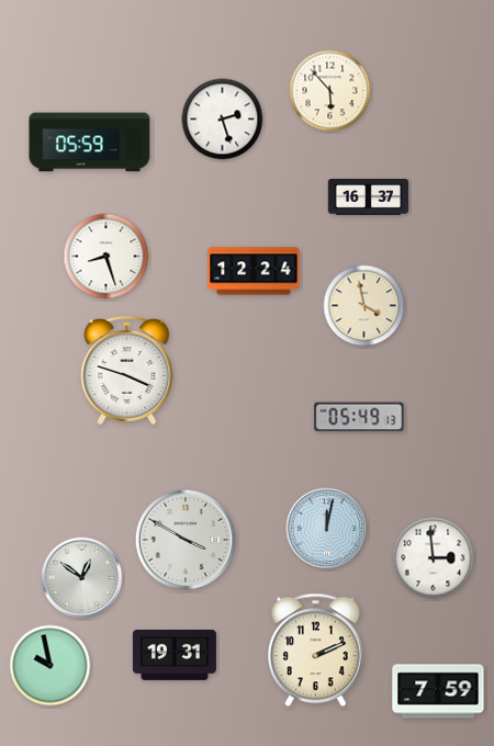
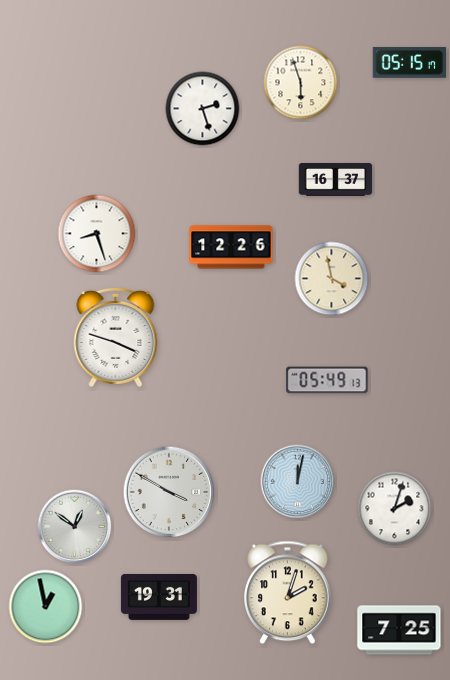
clock at (409, 63): none -> 05:15
clock at (330, 91): 5:53 -> 5:57
clock at (90, 143): 05:59 -> none
clock at (254, 271): 12:24 -> 12:26
clock at (434, 558): 2:59 -> 2:03
clock at (316, 651): 2:11 -> 2:03
clock at (50, 666): 9:58 -> 12:58
clock at (438, 691): 7:59 -> 7:25
